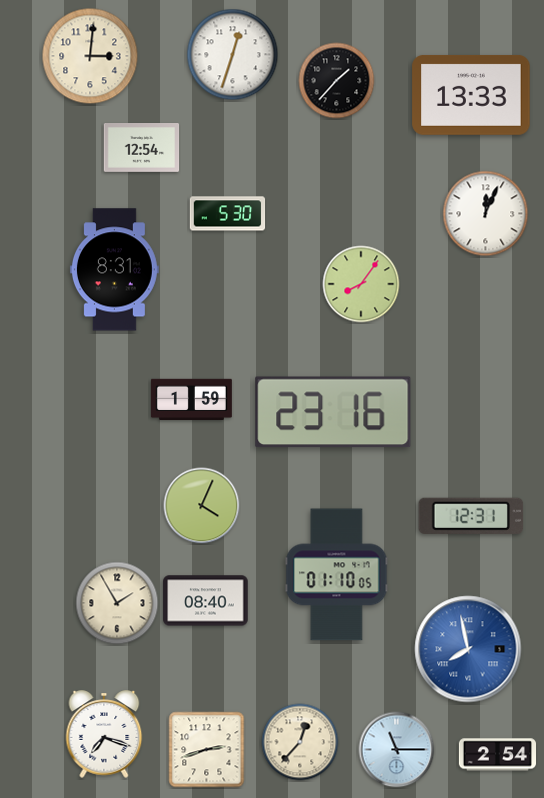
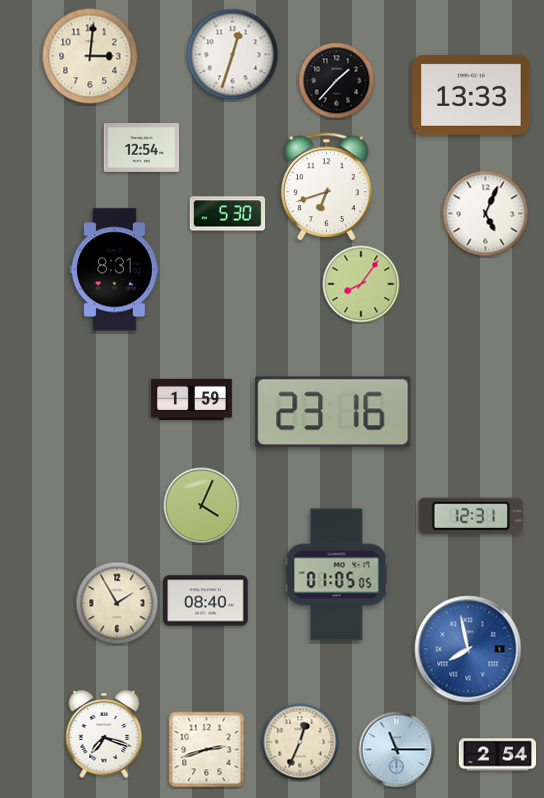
clock at (327, 187): none -> 6:42
clock at (486, 214): 12:04 -> 5:04
clock at (337, 575): 01:10 -> 01:05
clock at (300, 742): 12:37 -> 12:34
